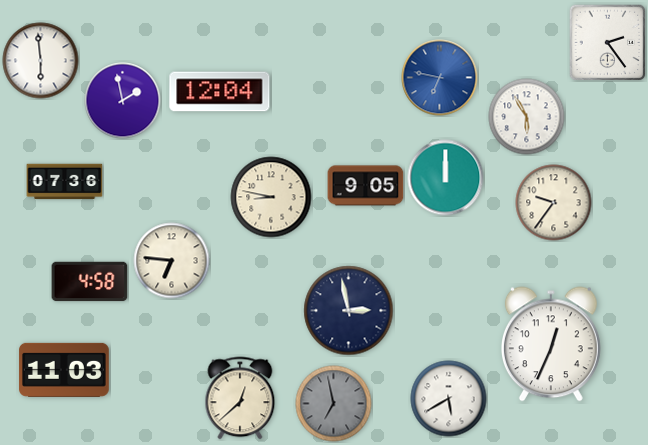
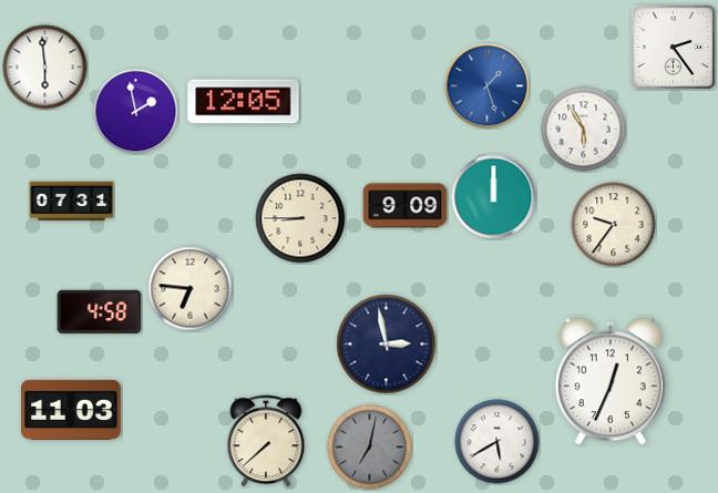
clock at (440, 78): 6:47 -> 1:27
clock at (220, 92): 12:04 -> 12:05
clock at (65, 182): 07:36 -> 07:31
clock at (366, 186): 9:05 -> 9:09
clock at (271, 197): 8:47 -> 8:45
clock at (240, 398): 12:38 -> 7:38
clock at (334, 404): 6:58 -> 7:02
